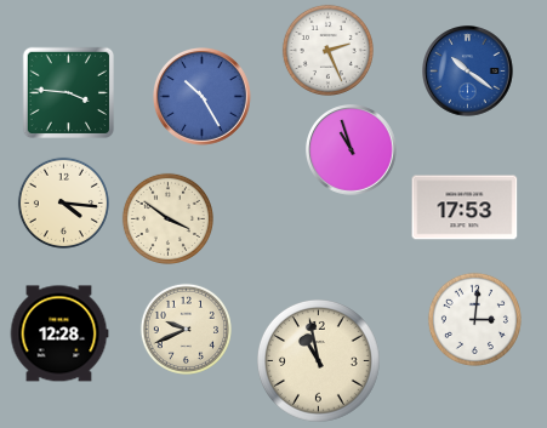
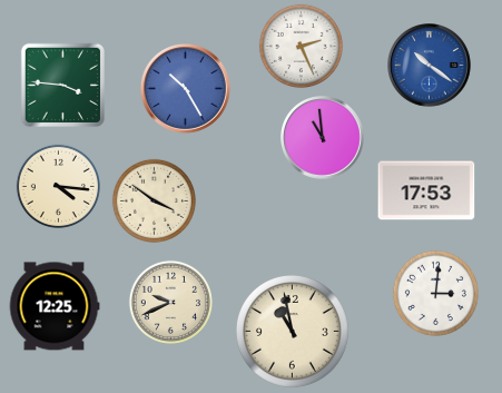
clock at (352, 150): 10:57 -> 10:59
clock at (59, 333): 12:28 -> 12:25
